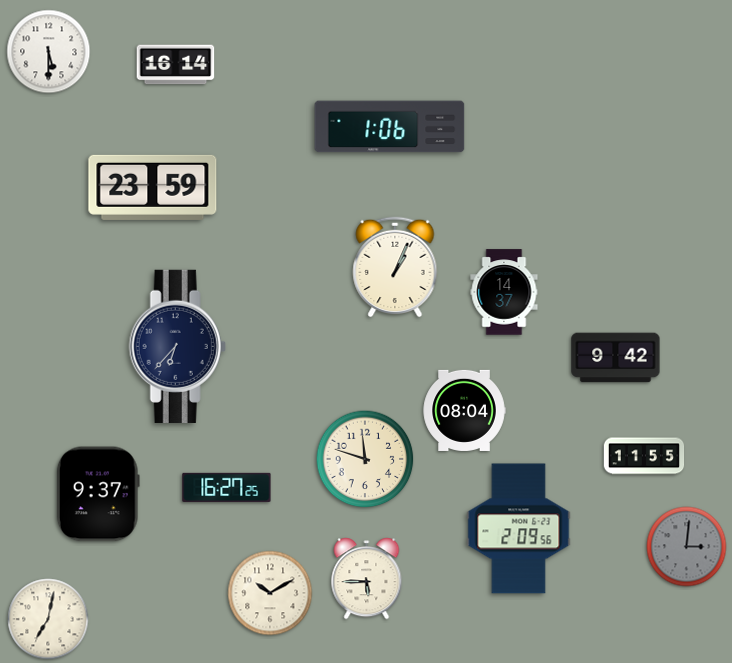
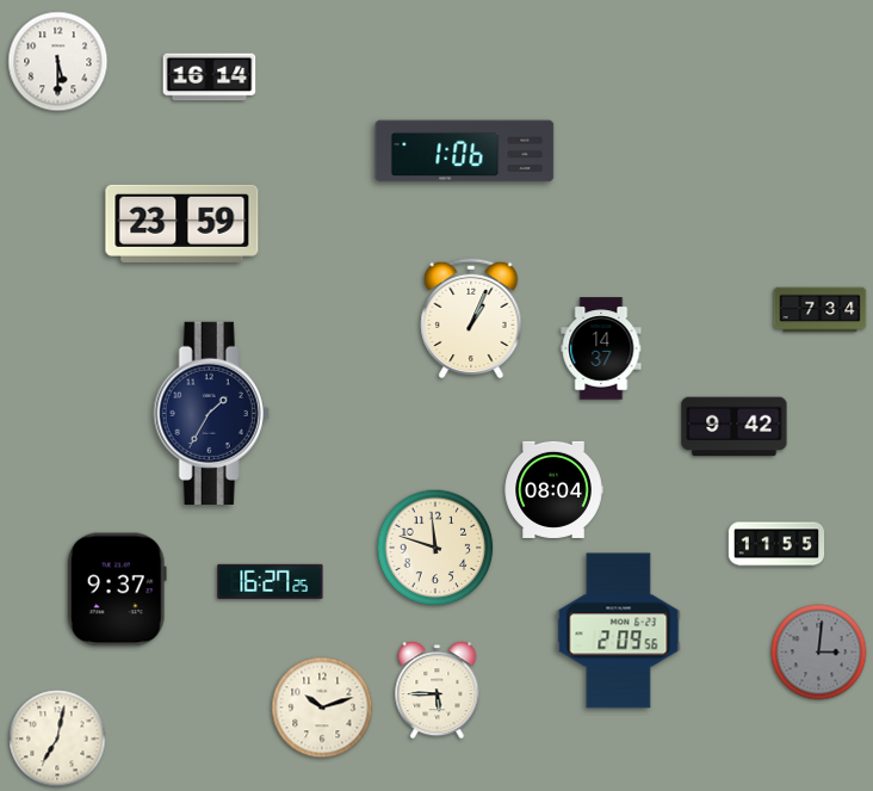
clock at (821, 310): none -> 7:34
clock at (177, 346): 6:37 -> 1:35
clock at (644, 456) position: (644, 456) -> (776, 544)
clock at (270, 593): 10:10 -> 10:12
